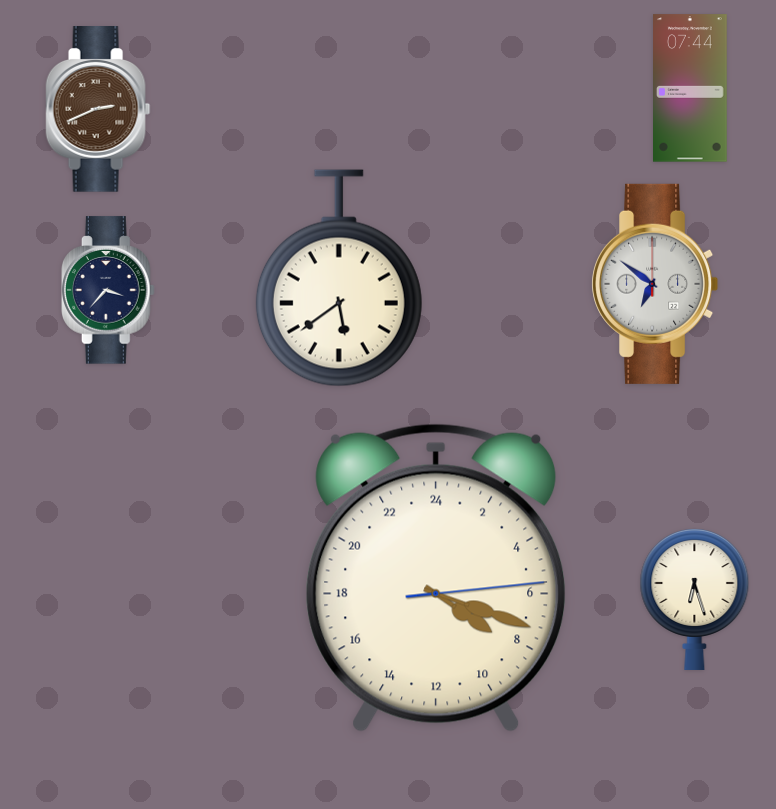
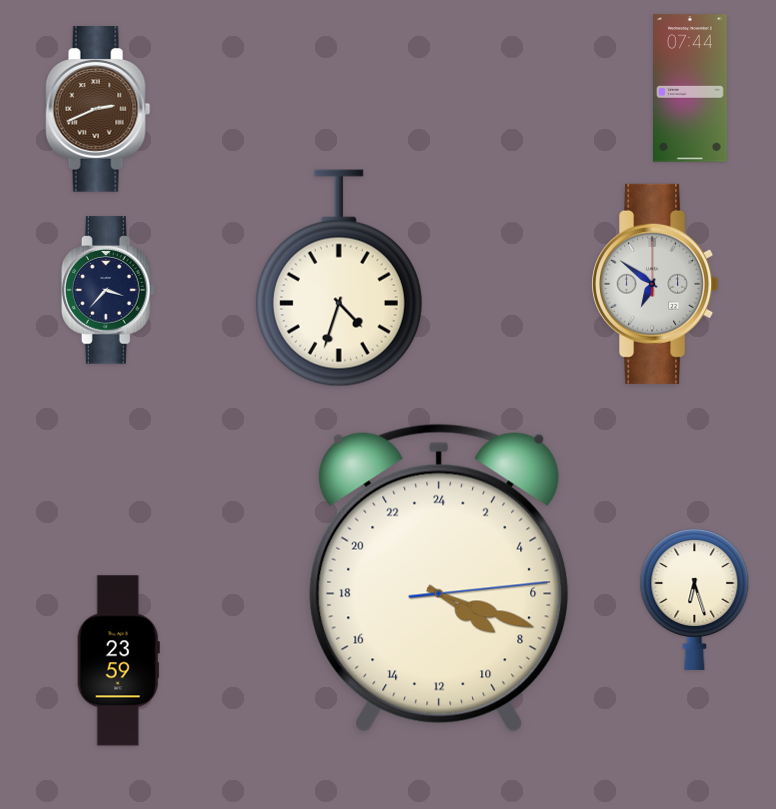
clock at (339, 278): 5:39 -> 4:33
clock at (436, 578) position: (436, 578) -> (439, 578)
clock at (118, 661): none -> 23:59
